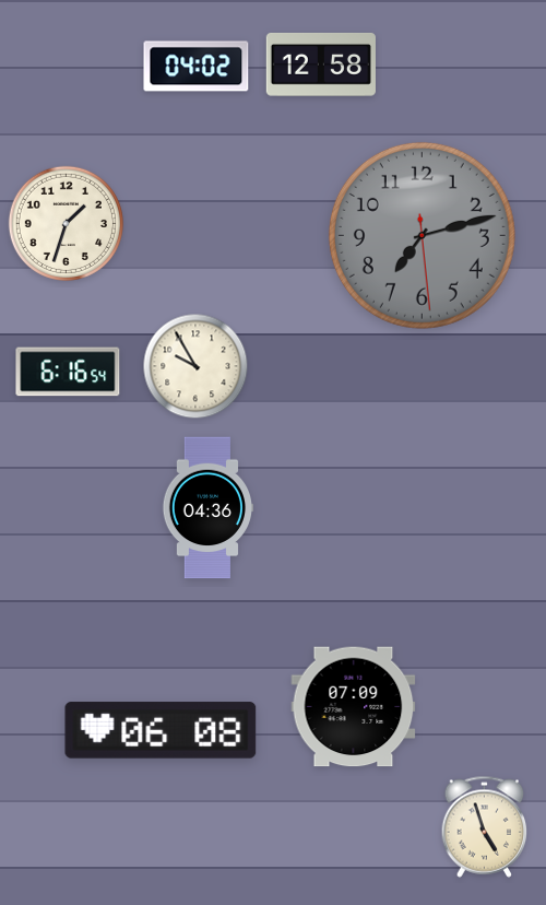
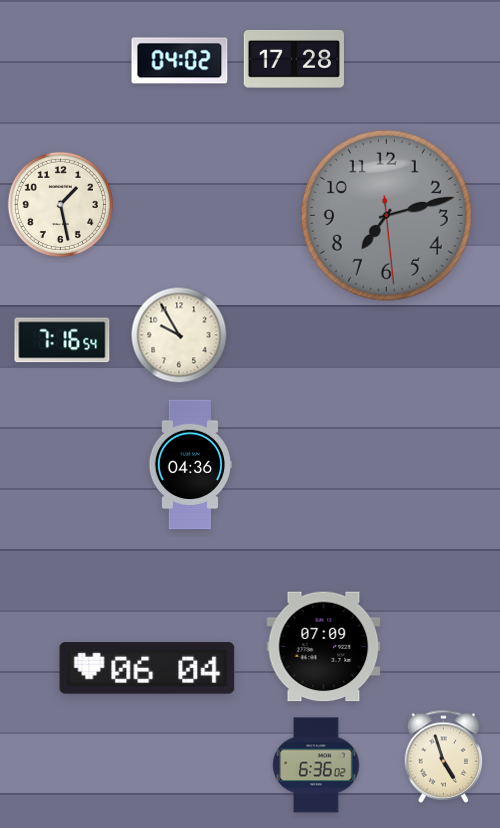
clock at (321, 64): 12:58 -> 17:28
clock at (66, 223): 1:33 -> 1:28
clock at (68, 372): 6:16 -> 7:16
clock at (161, 730): 06:08 -> 06:04
clock at (316, 765): none -> 6:36
